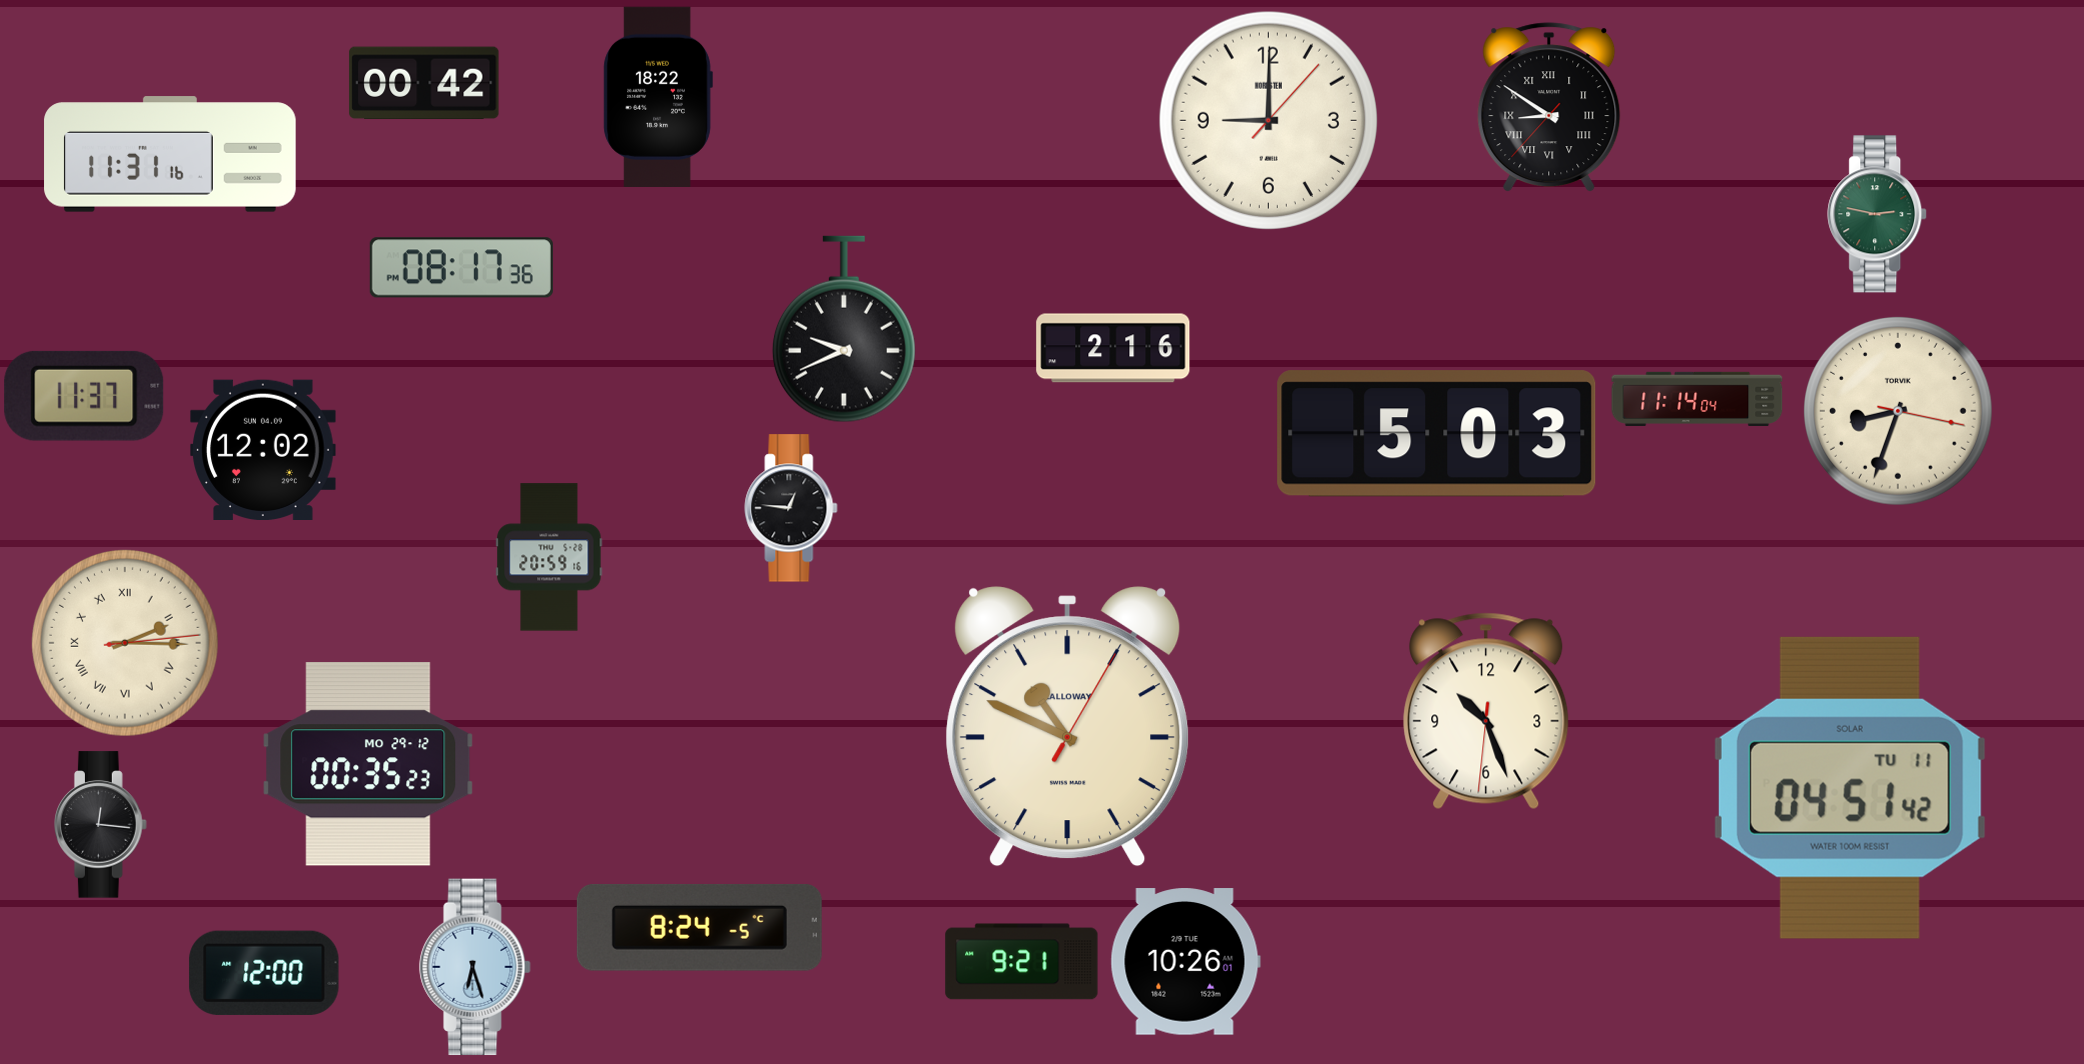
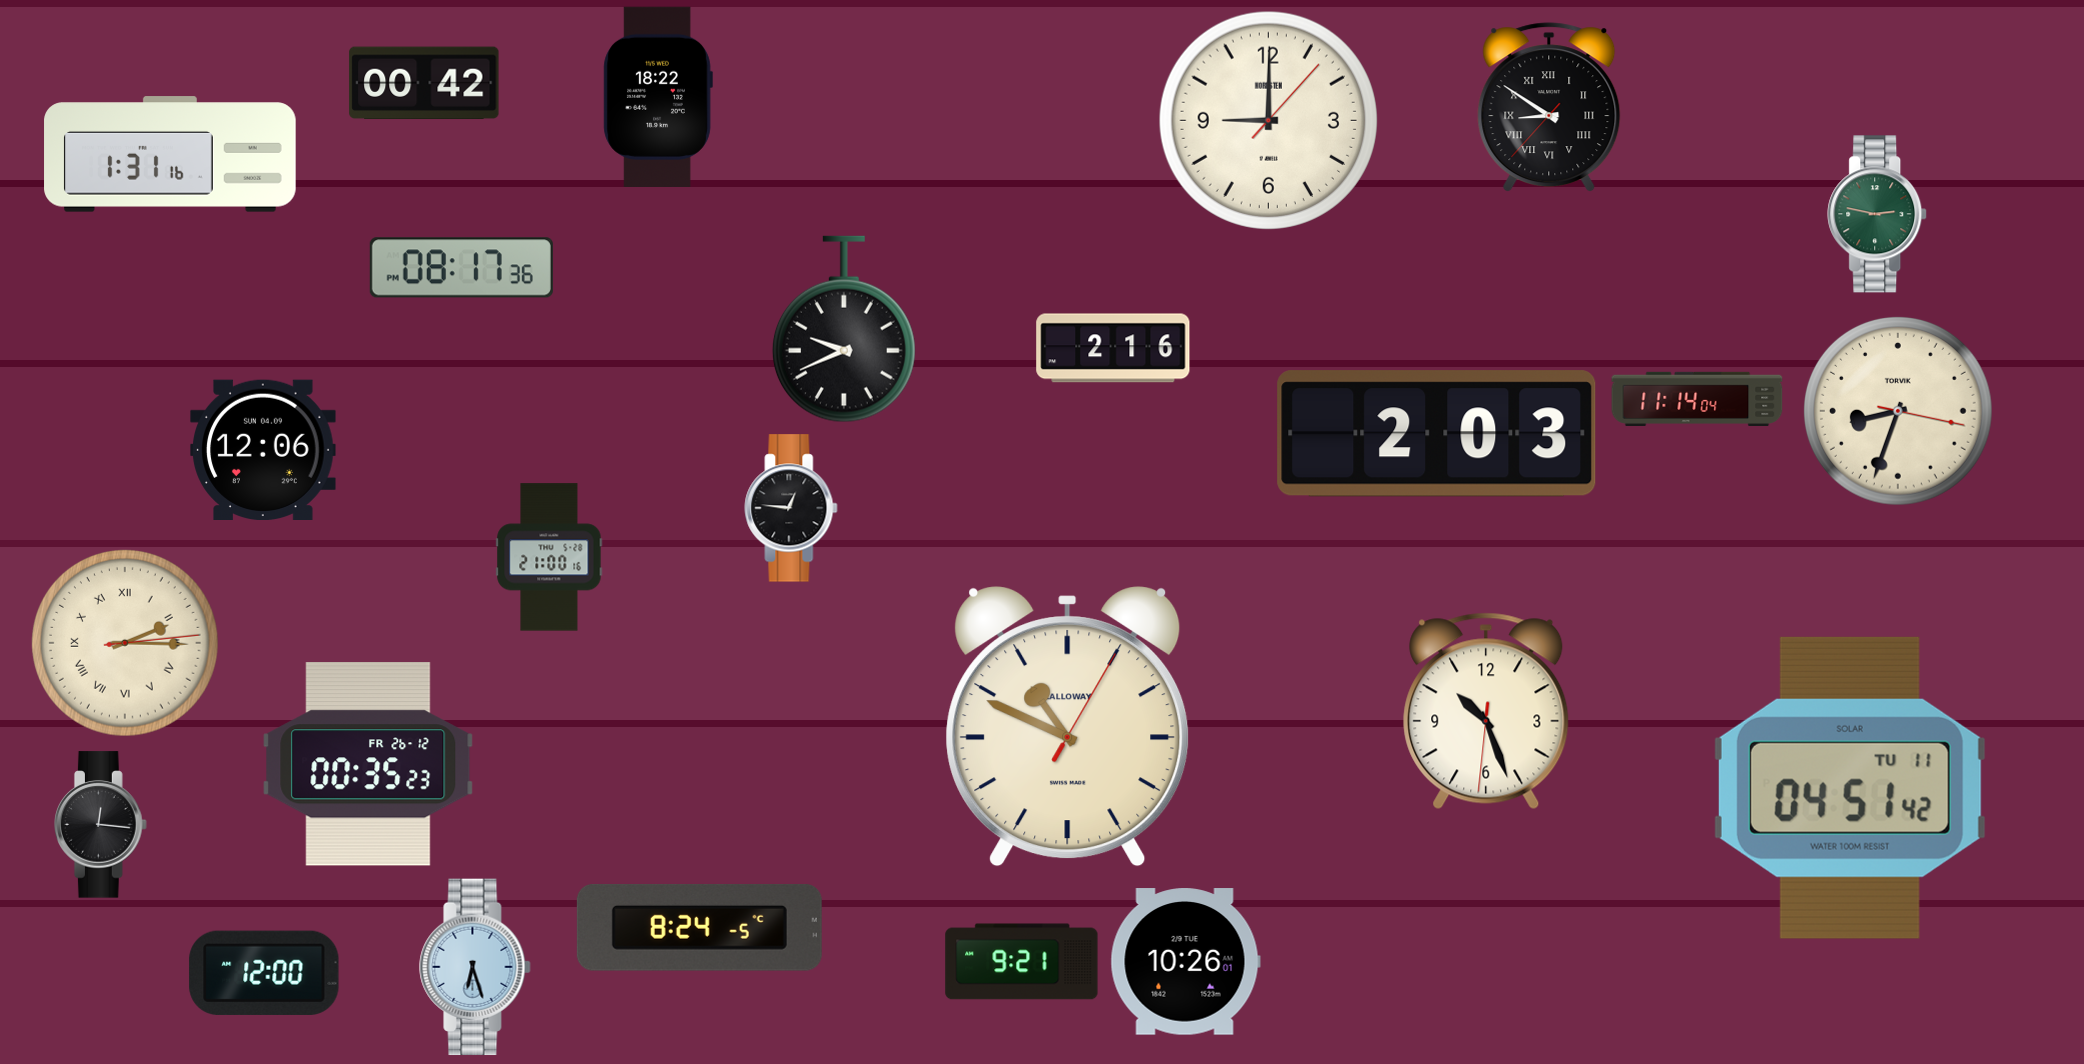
clock at (170, 154): 11:31 -> 1:31
clock at (84, 396): 11:37 -> none
clock at (1437, 434): 5:03 -> 2:03
clock at (263, 449): 12:02 -> 12:06
clock at (549, 557): 20:59 -> 21:00
clock at (368, 764) date: MO 29-12 -> FR 26-12
